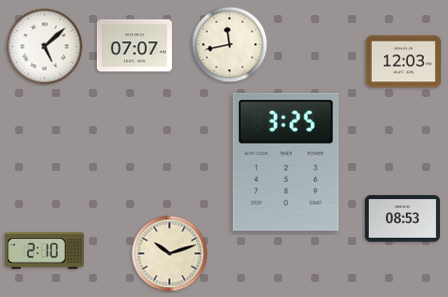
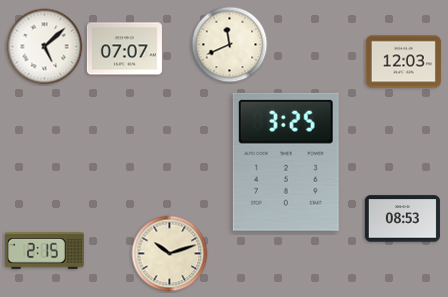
clock at (230, 45): 11:43 -> 11:41
clock at (134, 46) position: (134, 46) -> (124, 49)
clock at (45, 251): 2:10 -> 2:15
